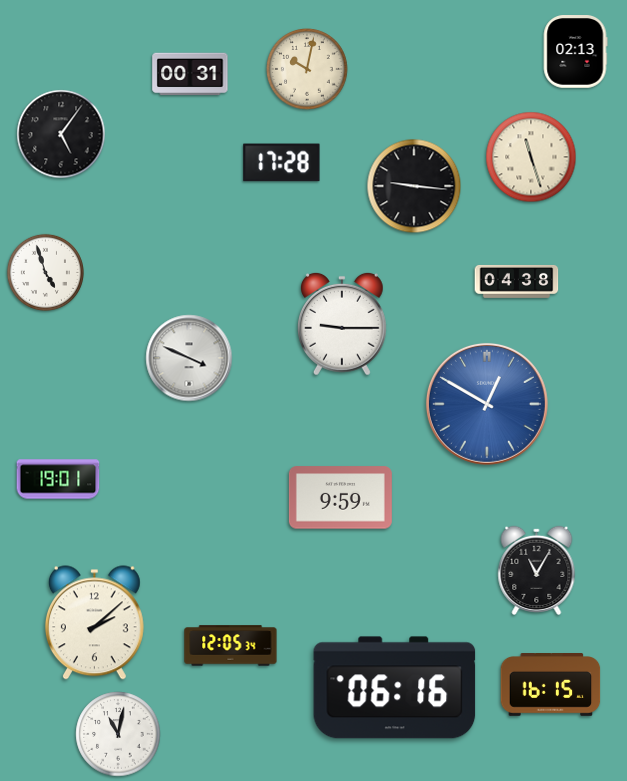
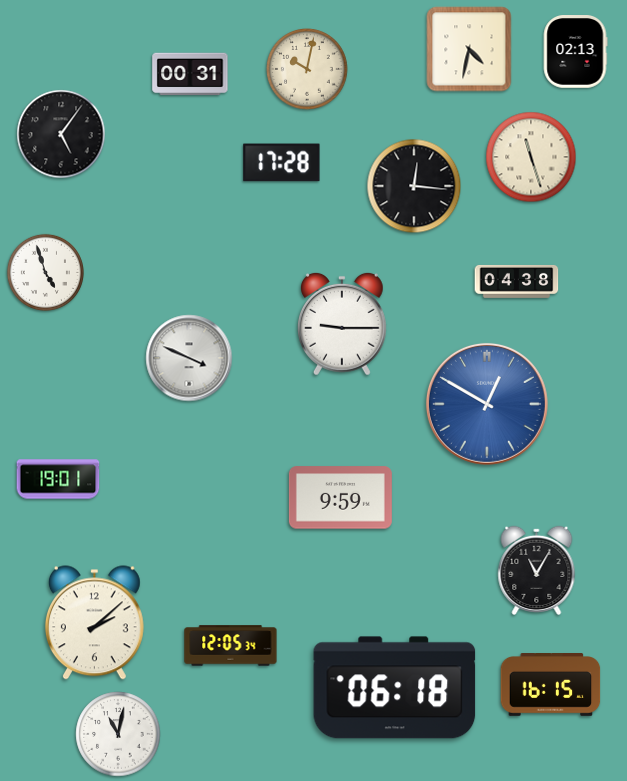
clock at (469, 49): none -> 4:32
clock at (414, 186): 9:16 -> 12:16
clock at (395, 688): 06:16 -> 06:18
